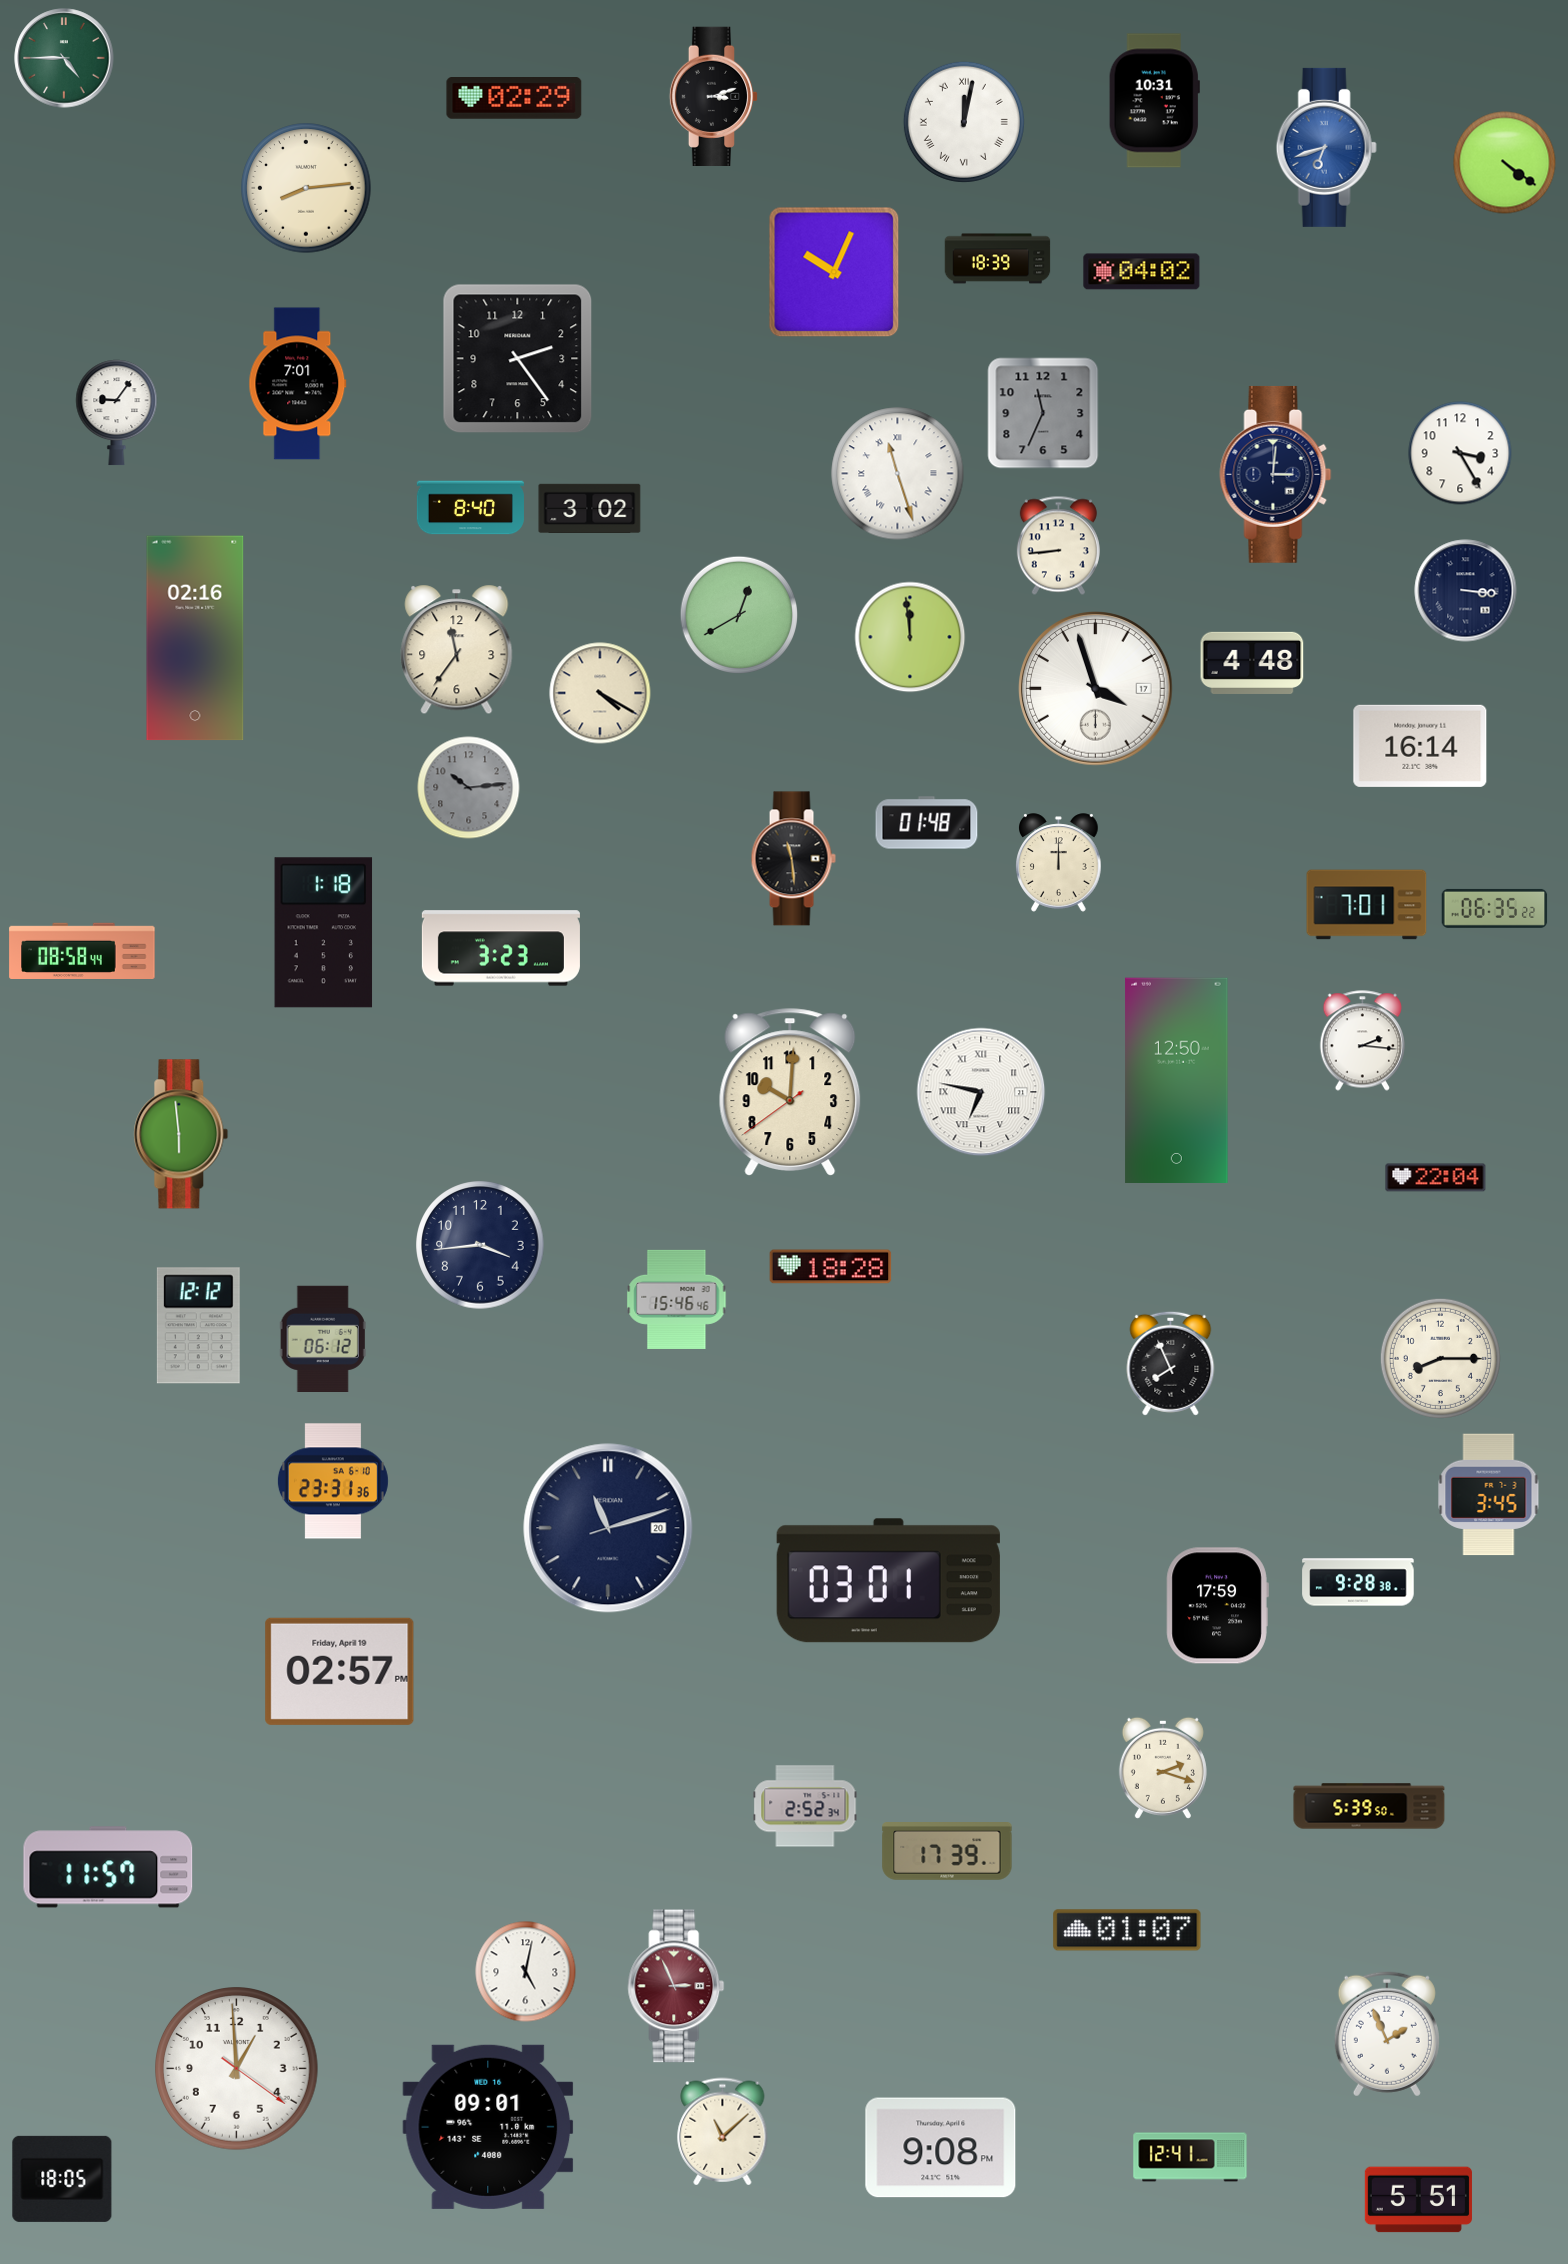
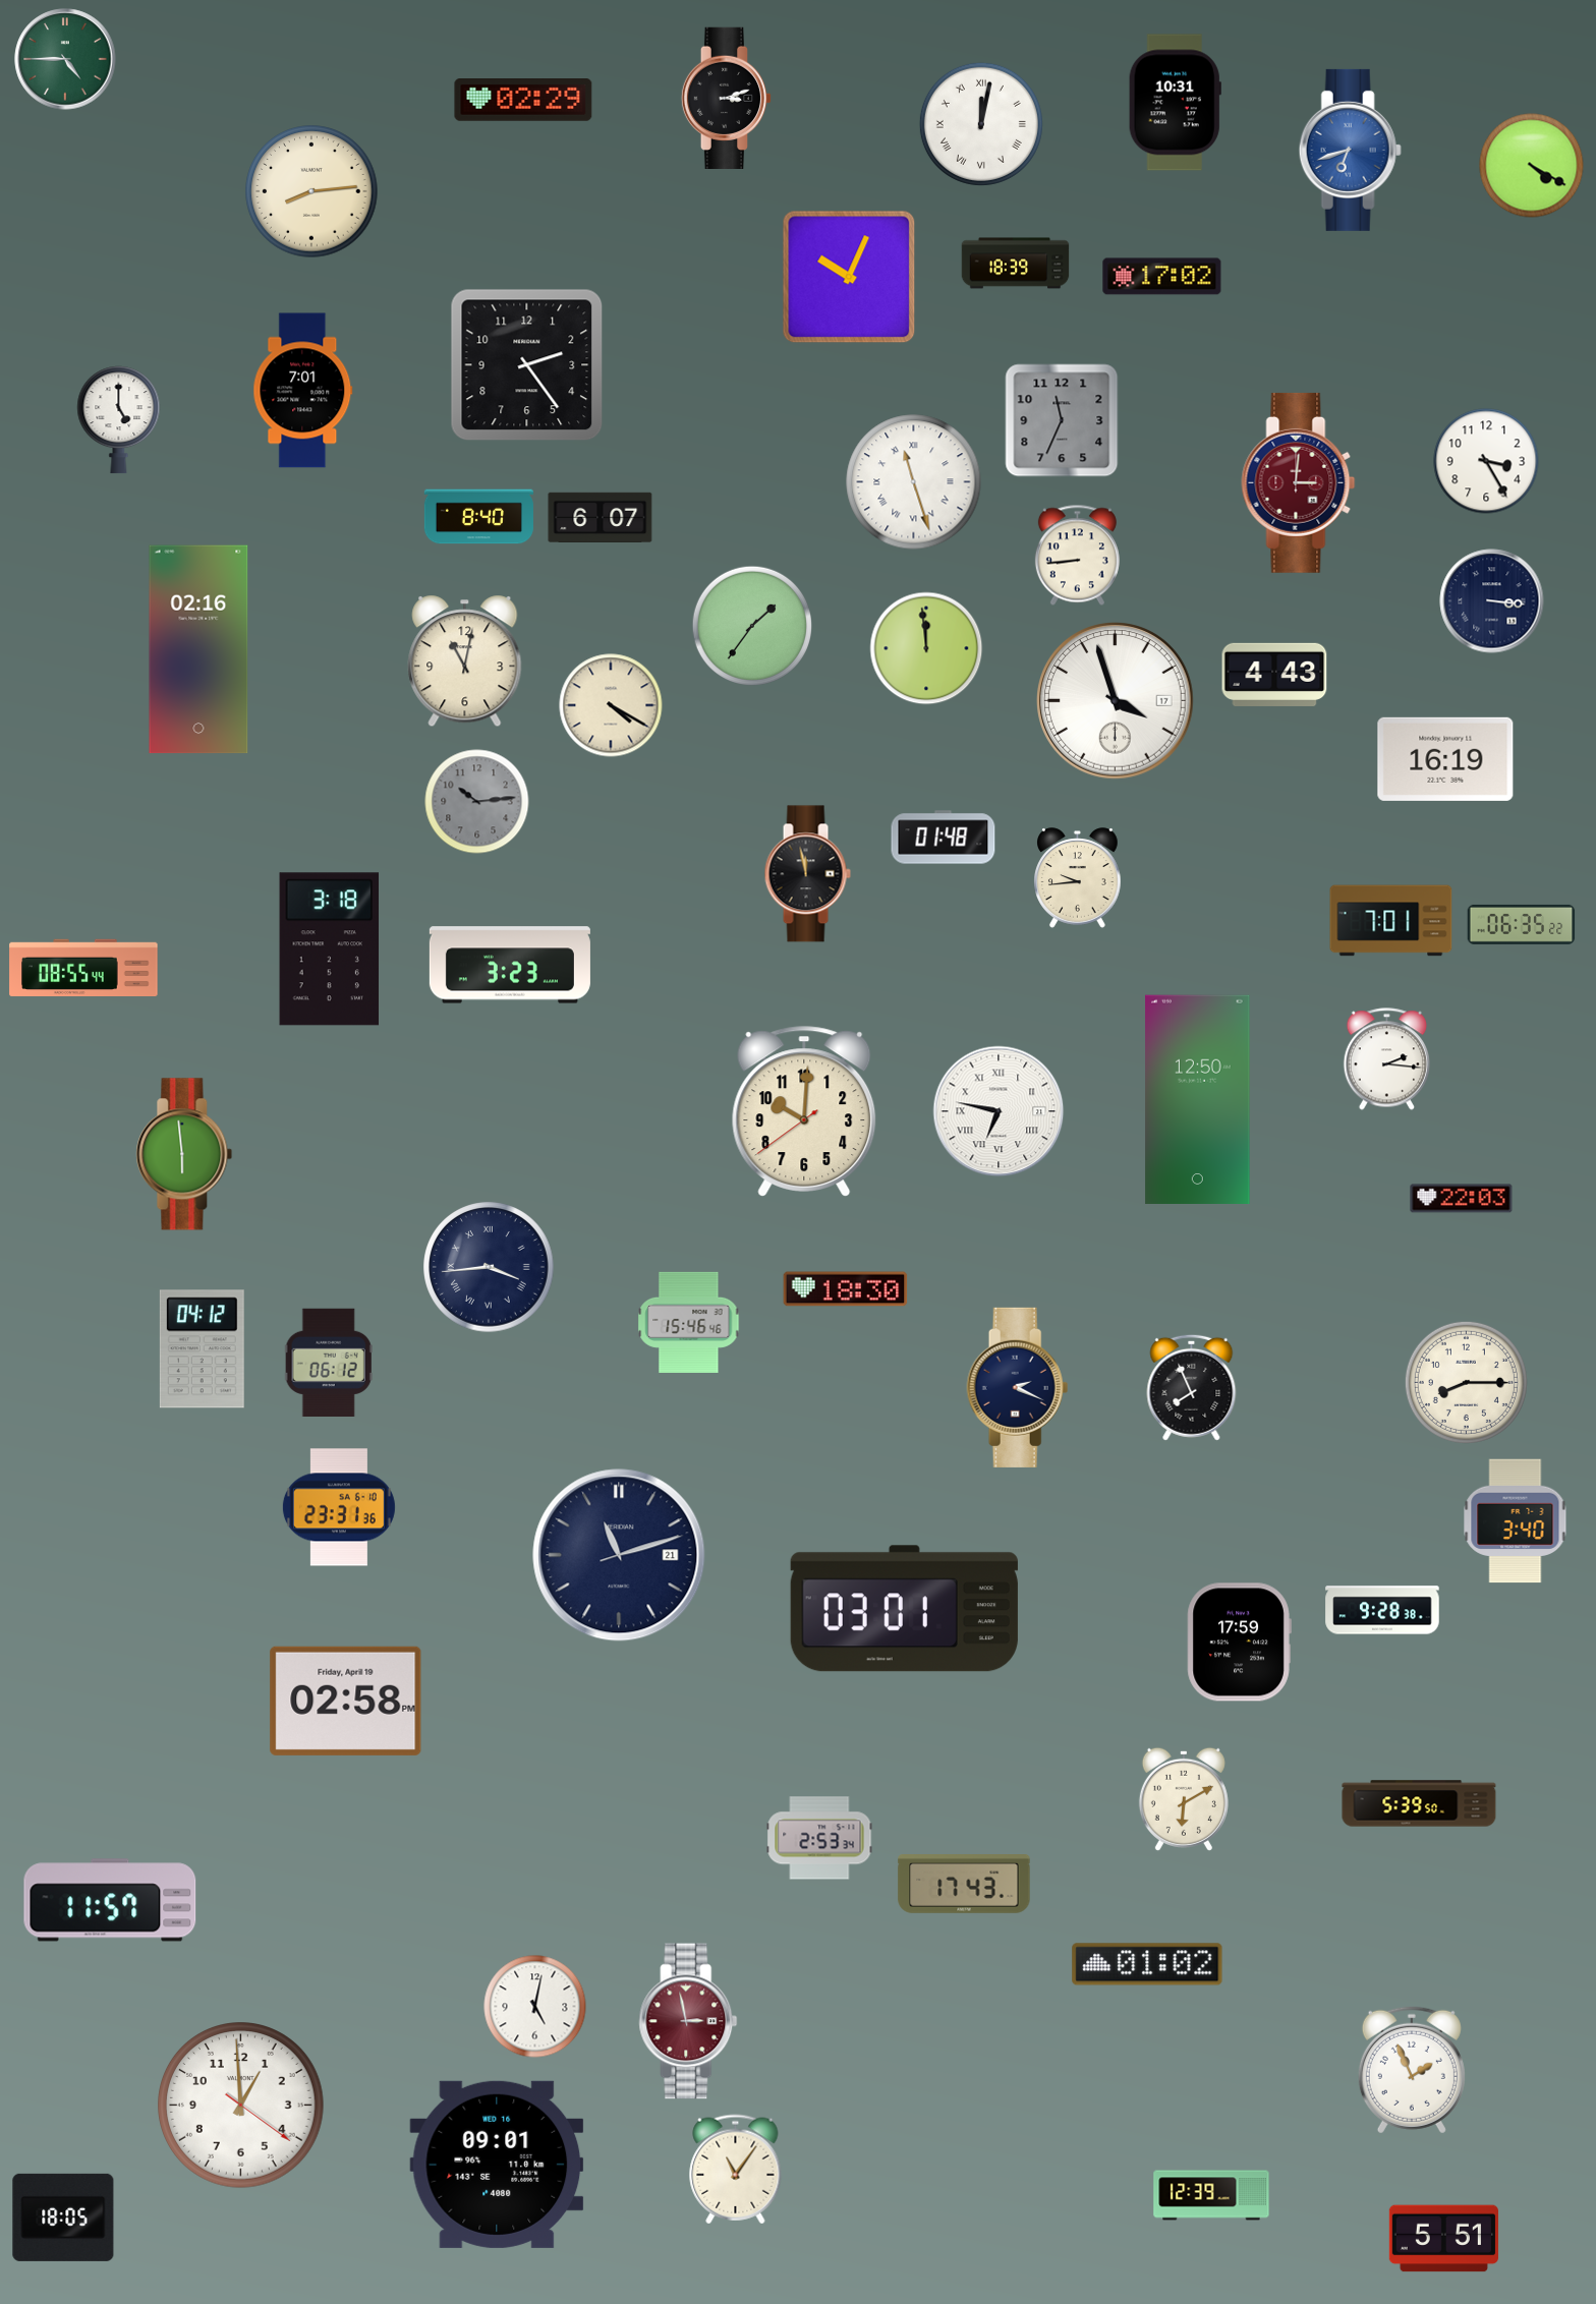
clock at (1505, 163): 4:21 -> 4:20
clock at (1142, 272): 04:02 -> 17:02
clock at (117, 413): 9:06 -> 5:00
clock at (1276, 474) dial: navy -> burgundy
clock at (590, 508): 3:02 -> 6:07
clock at (738, 614): 12:40 -> 1:36
clock at (457, 650): 11:36 -> 11:02
clock at (1252, 663): 4:48 -> 4:43
clock at (1420, 746): 16:14 -> 16:19
clock at (793, 859): 11:29 -> 11:58
clock at (1059, 863): 12:00 -> 9:44
clock at (324, 933): 1:18 -> 3:18
clock at (82, 950): 08:58 -> 08:55
clock at (1436, 1178): 22:04 -> 22:03
clock at (480, 1245) numerals: Arabic -> Roman
clock at (831, 1267): 18:28 -> 18:30
clock at (198, 1326): 12:12 -> 04:12
clock at (1018, 1387): none -> 2:19
clock at (1489, 1495): 3:45 -> 3:40
clock at (608, 1528) date: 20 -> 21
clock at (1217, 1606) position: (1217, 1606) -> (1239, 1643)
clock at (340, 1671): 02:57 -> 02:58
clock at (1163, 1768): 2:18 -> 6:10
clock at (805, 1806): 2:52 -> 2:53
clock at (1369, 1806) position: (1369, 1806) -> (1419, 1803)
clock at (947, 1852): 17:39 -> 17:43
clock at (1127, 1930): 01:07 -> 01:02
clock at (676, 1986): 2:56 -> 2:58
clock at (723, 2132): 11:08 -> 11:06
clock at (941, 2148): 9:08 -> none
clock at (1190, 2157): 12:41 -> 12:39
